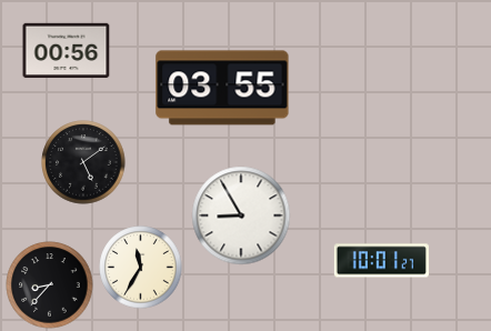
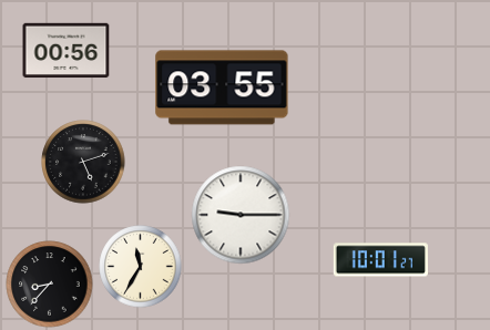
clock at (83, 162): 5:09 -> 5:12
clock at (241, 215): 8:55 -> 9:15
